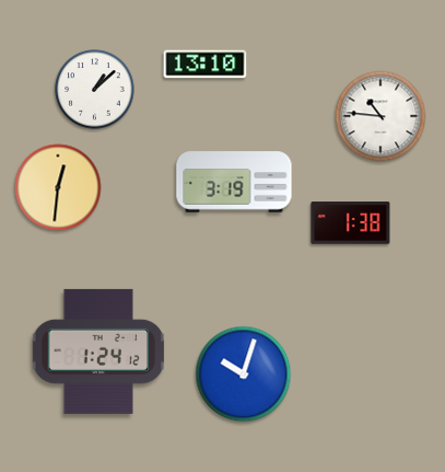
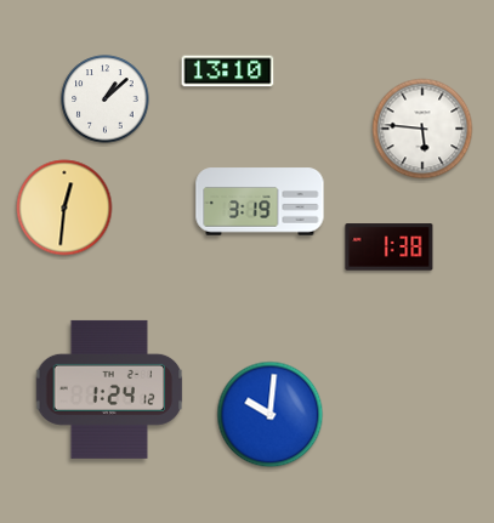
clock at (380, 116): 10:46 -> 5:46
clock at (244, 375): 10:03 -> 10:01
